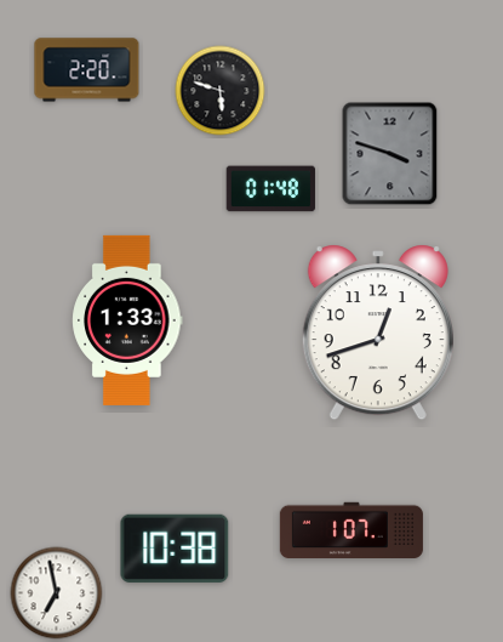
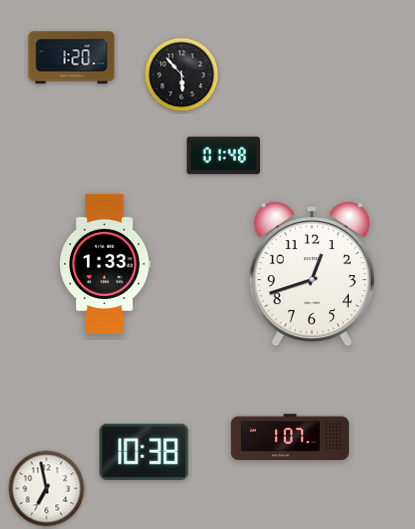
clock at (87, 70): 2:20 -> 1:20
clock at (221, 91): 5:48 -> 5:53
clock at (390, 154): 3:48 -> none
